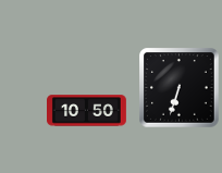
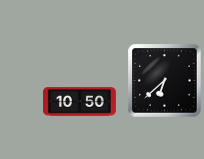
clock at (180, 88): 6:33 -> 6:38
